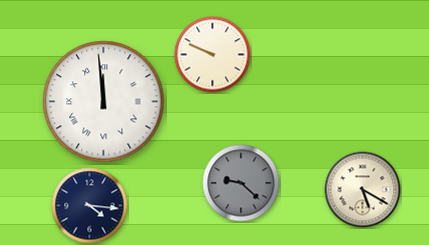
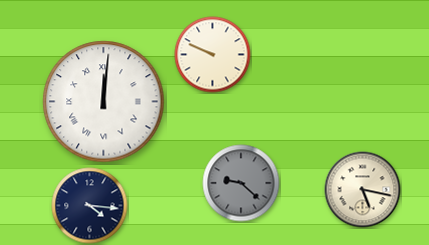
clock at (104, 102): 11:59 -> 12:01
clock at (363, 190): 5:20 -> 5:17
